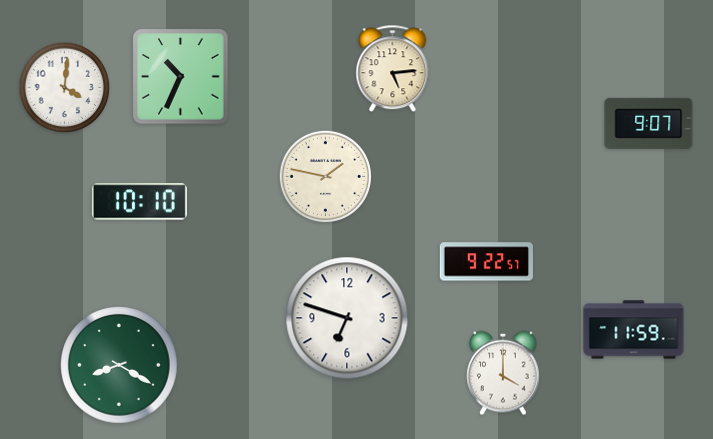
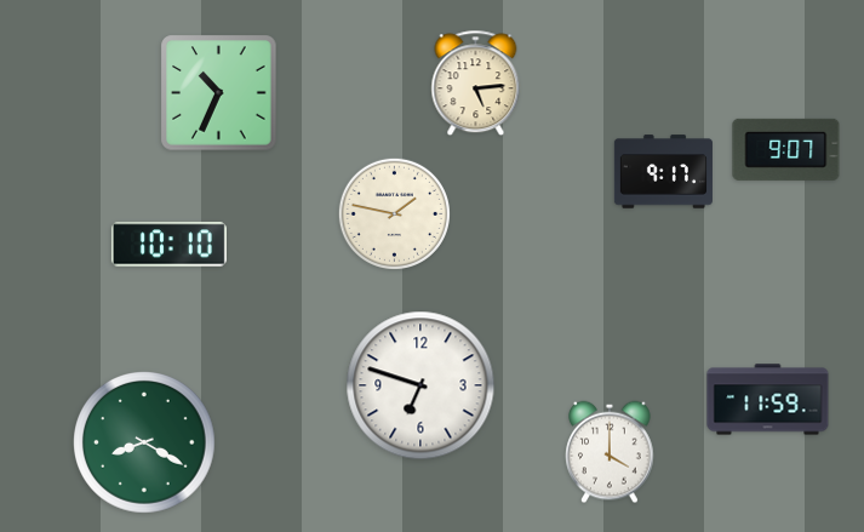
clock at (65, 88): 4:01 -> none
clock at (663, 172): none -> 9:17
clock at (486, 262): 9:22 -> none
